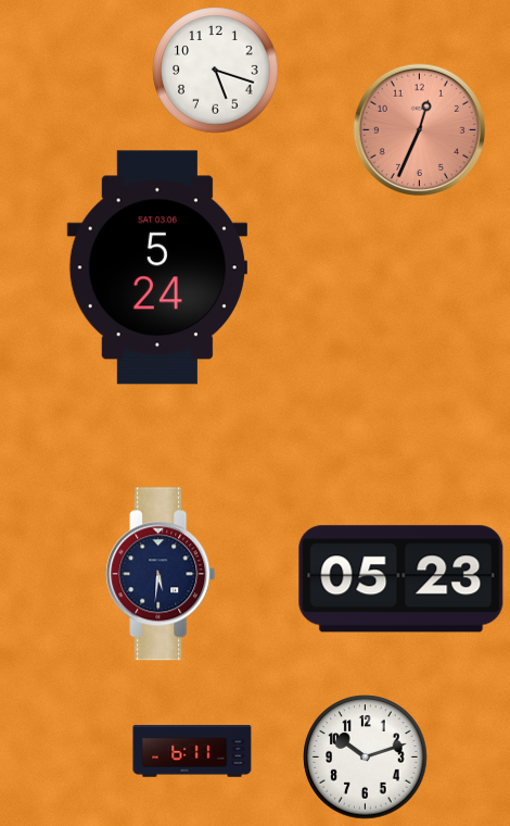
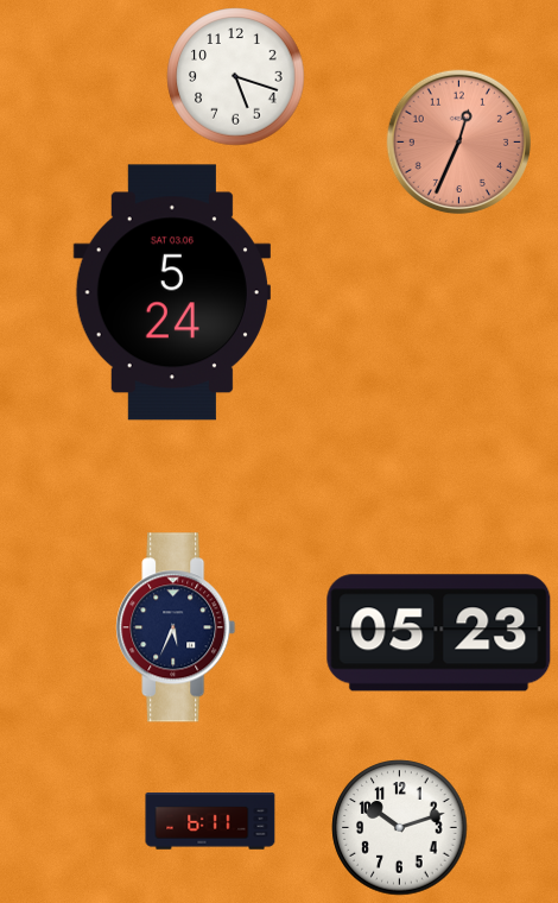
clock at (161, 574): 5:31 -> 5:34
